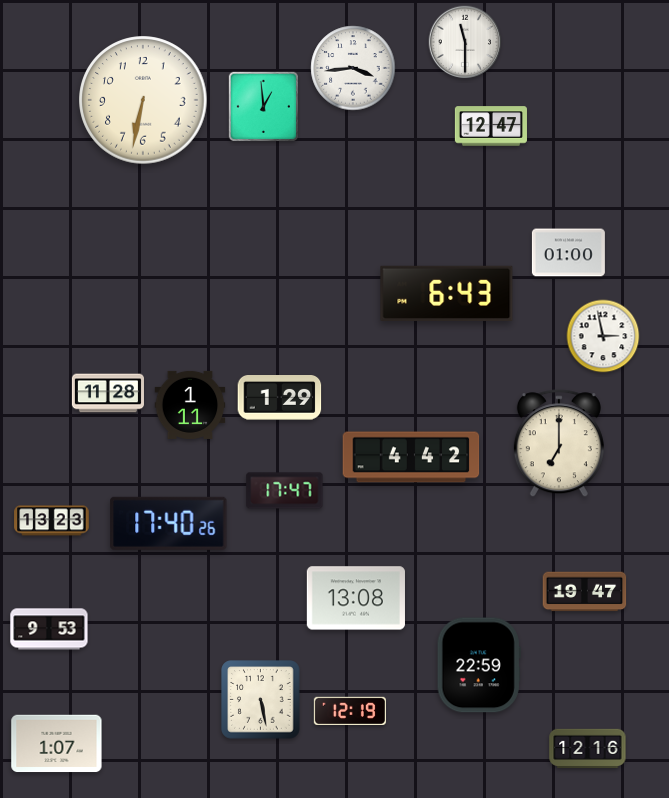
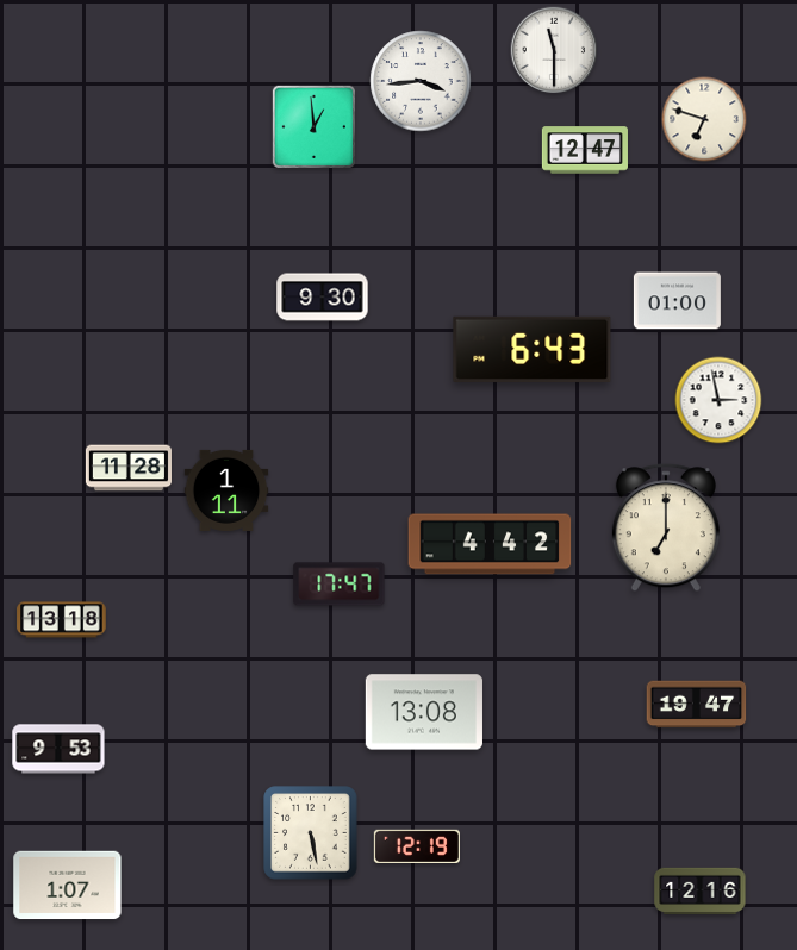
clock at (143, 100): 6:32 -> none
clock at (704, 119): none -> 6:48
clock at (323, 298): none -> 9:30
clock at (280, 398): 1:29 -> none
clock at (190, 405) position: (190, 405) -> (226, 490)
clock at (52, 521): 13:23 -> 13:18
clock at (169, 523): 17:40 -> none
clock at (479, 665): 22:59 -> none
